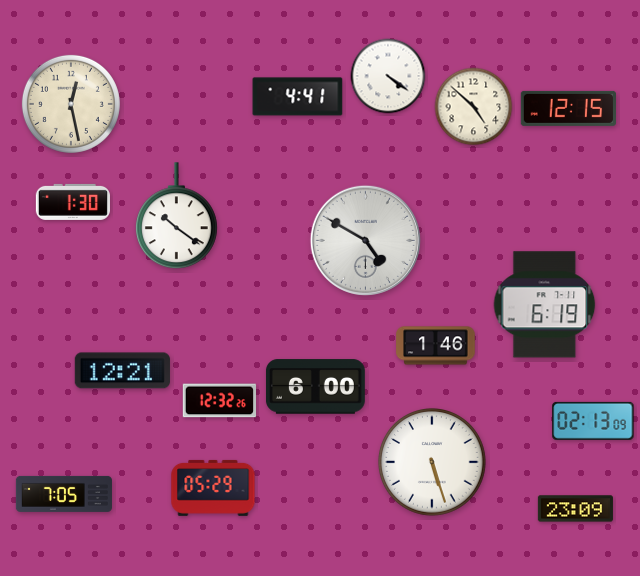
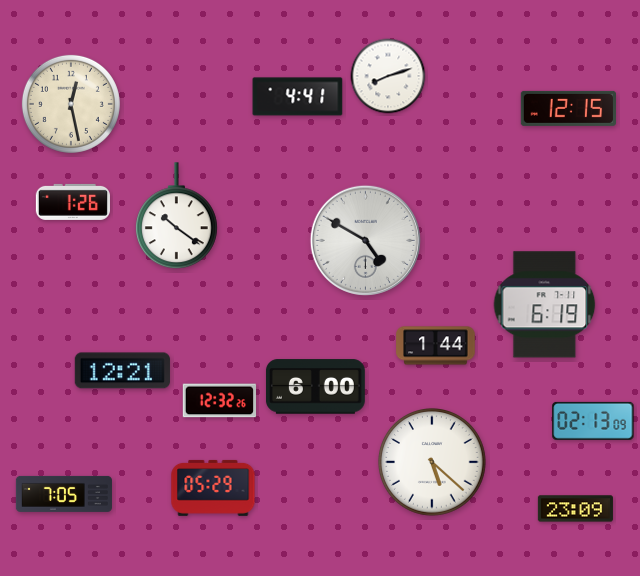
clock at (388, 76): 4:21 -> 8:12
clock at (474, 107): 4:52 -> none
clock at (73, 202): 1:30 -> 1:26
clock at (436, 346): 1:46 -> 1:44
clock at (433, 463): 5:27 -> 5:22
